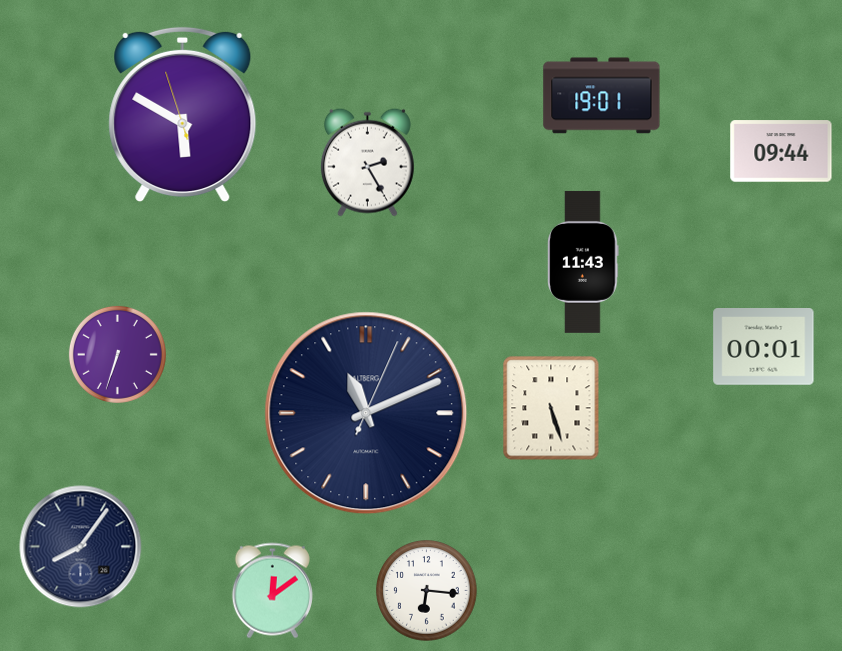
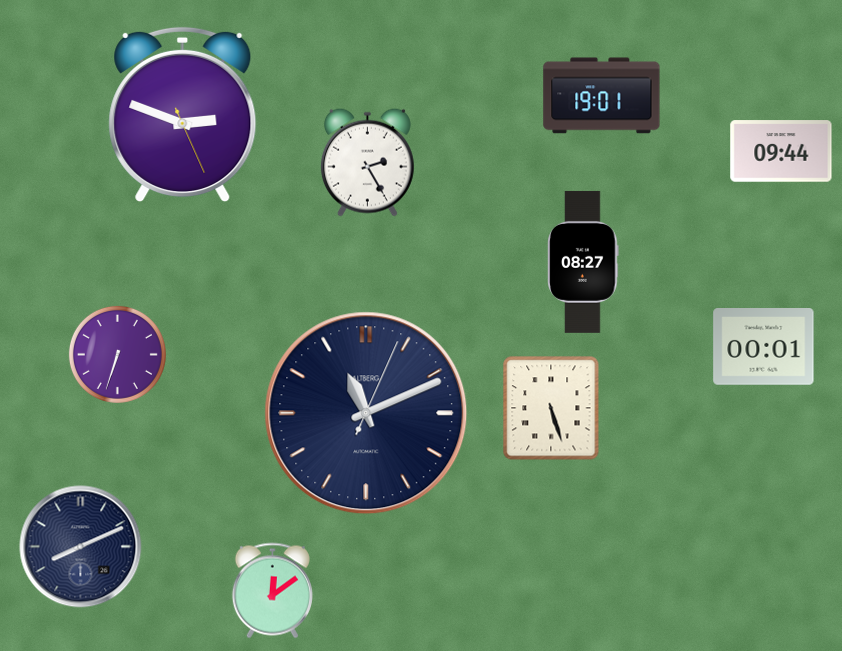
clock at (183, 115): 5:49 -> 2:48
clock at (583, 262): 11:43 -> 08:27
clock at (81, 547): 8:06 -> 8:11
clock at (427, 591): 6:16 -> none
